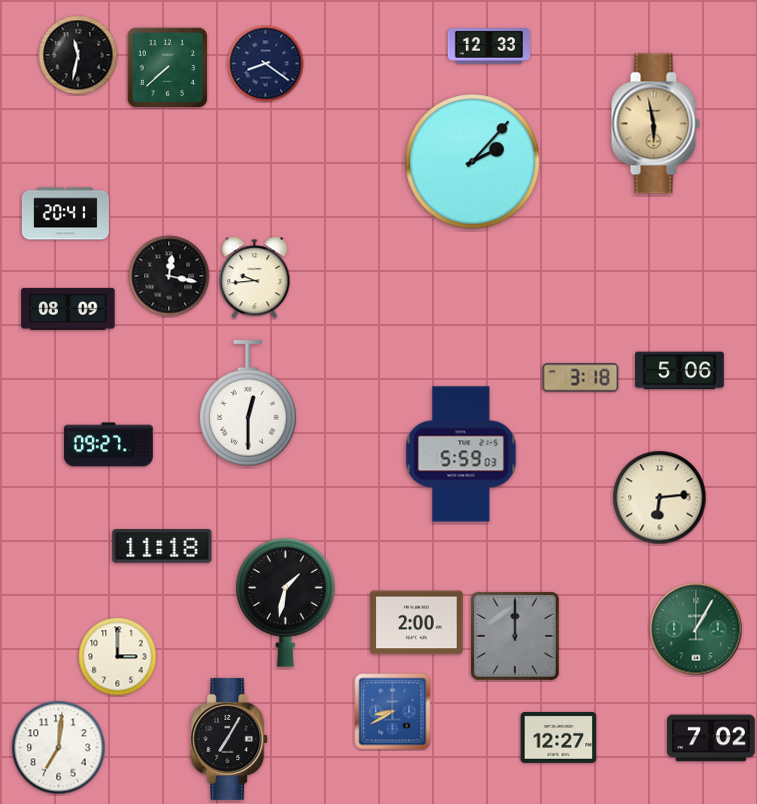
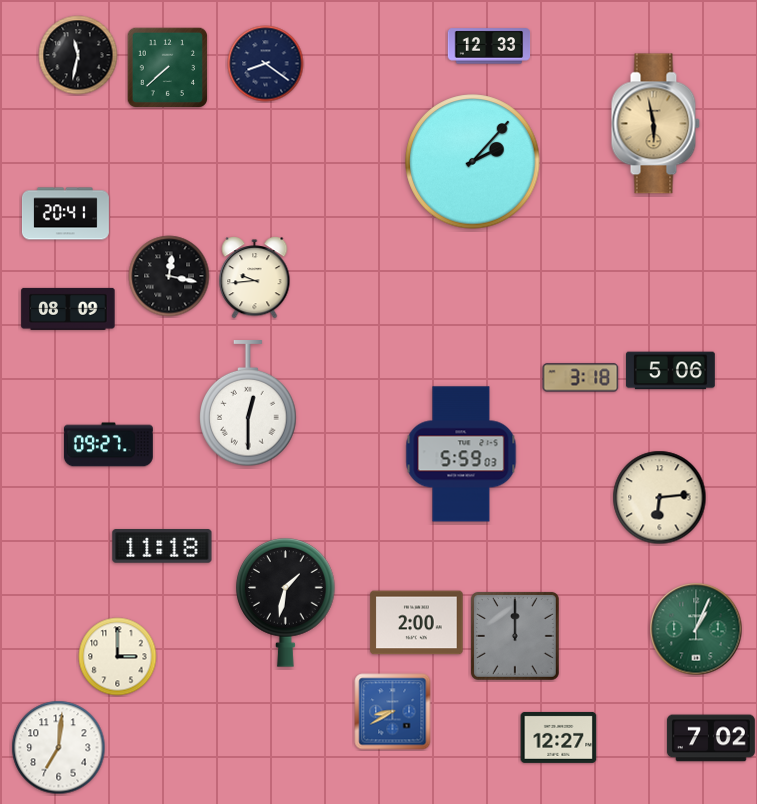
clock at (680, 371) position: (680, 371) -> (671, 371)
clock at (696, 629): 1:05 -> 1:04
clock at (230, 739): 7:05 -> none
